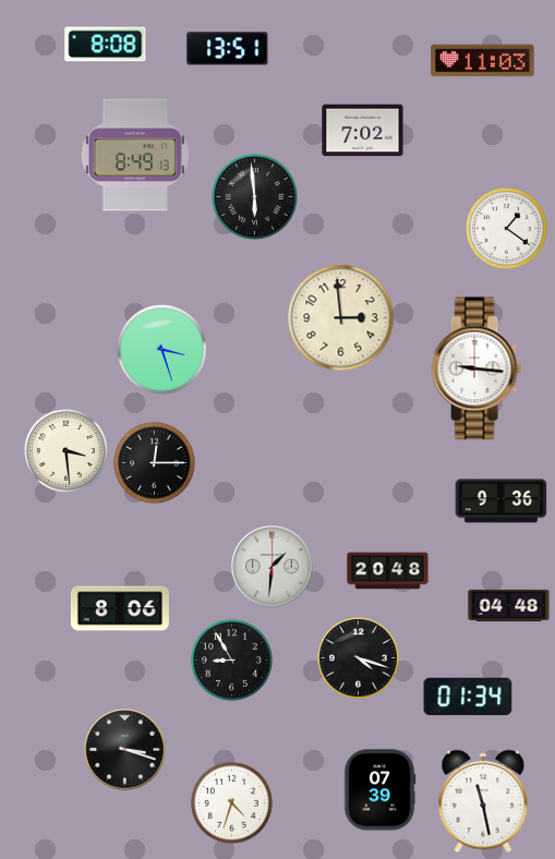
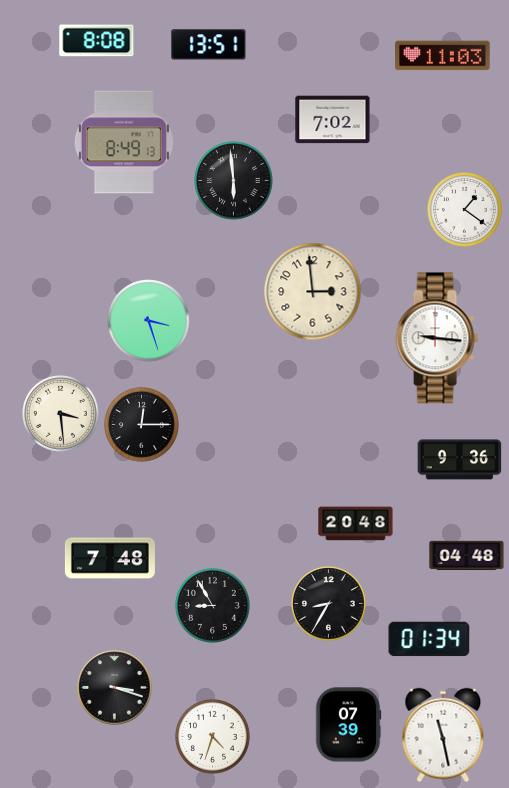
clock at (273, 567): 1:31 -> none
clock at (120, 608): 8:06 -> 7:48
clock at (359, 658): 4:18 -> 8:35
